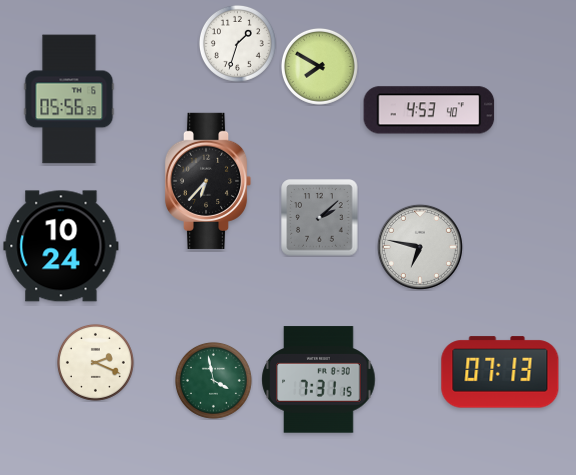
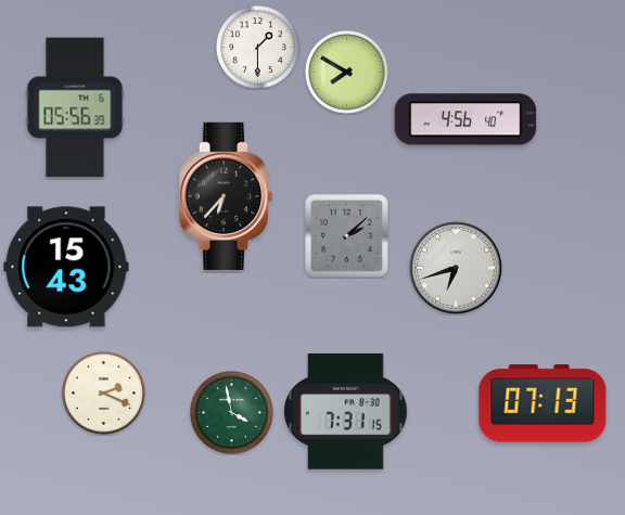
clock at (237, 43): 1:33 -> 1:30
clock at (429, 110): 4:53 -> 4:56
clock at (61, 246): 10:24 -> 15:43
clock at (420, 247): 6:47 -> 6:42
